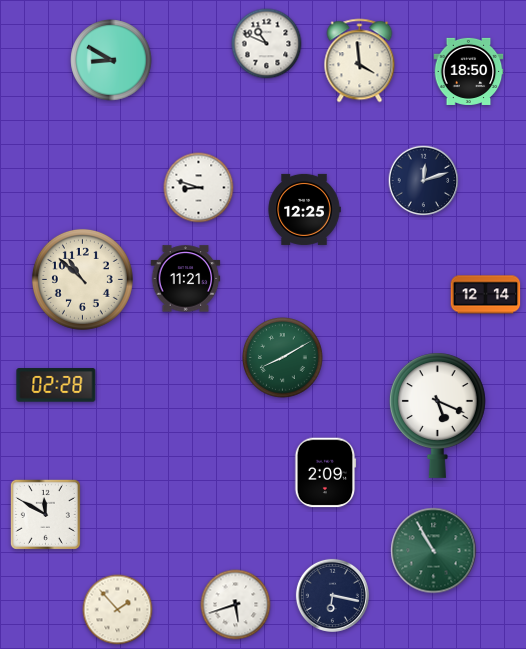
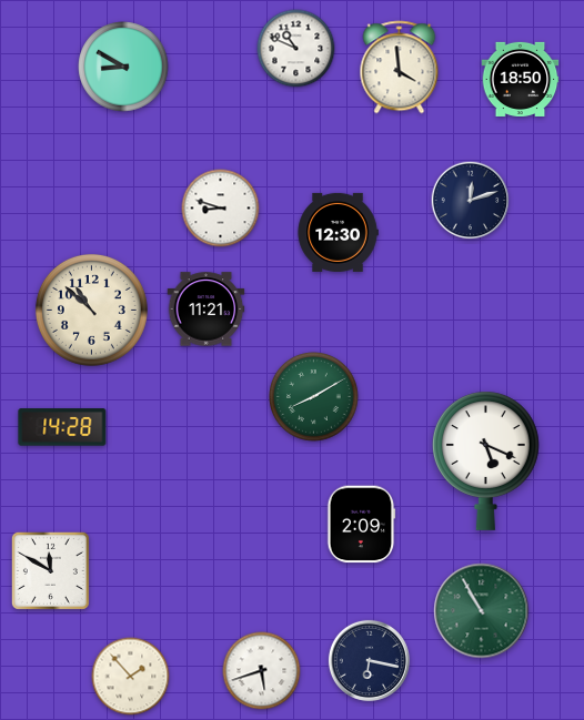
clock at (304, 209): 12:25 -> 12:30
clock at (486, 295): 12:14 -> none
clock at (56, 385): 02:28 -> 14:28
